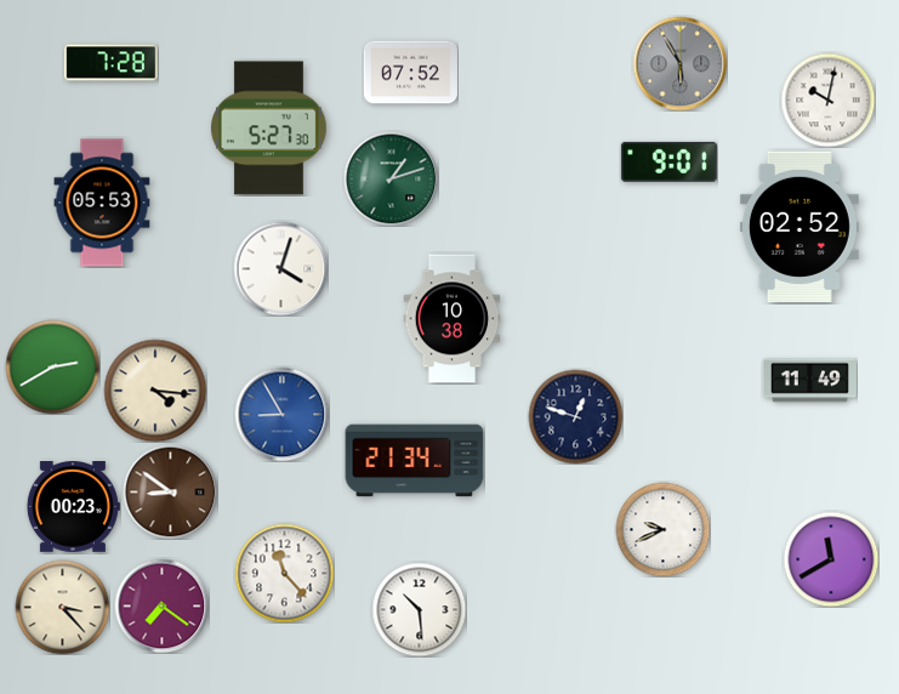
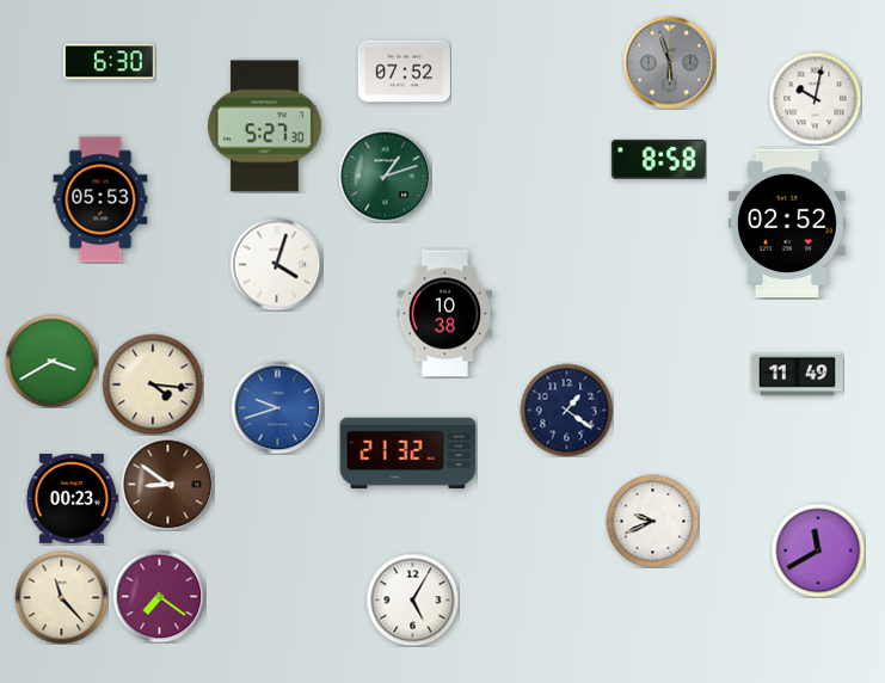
clock at (110, 63): 7:28 -> 6:30
clock at (679, 63): 5:55 -> 5:57
clock at (668, 161): 9:01 -> 8:58
clock at (52, 366): 2:40 -> 3:40
clock at (281, 414): 8:55 -> 9:42
clock at (575, 416): 12:48 -> 1:21
clock at (415, 461): 21:34 -> 21:32
clock at (284, 573): 11:23 -> none
clock at (62, 607): 3:23 -> 11:23
clock at (419, 609): 10:29 -> 5:05
